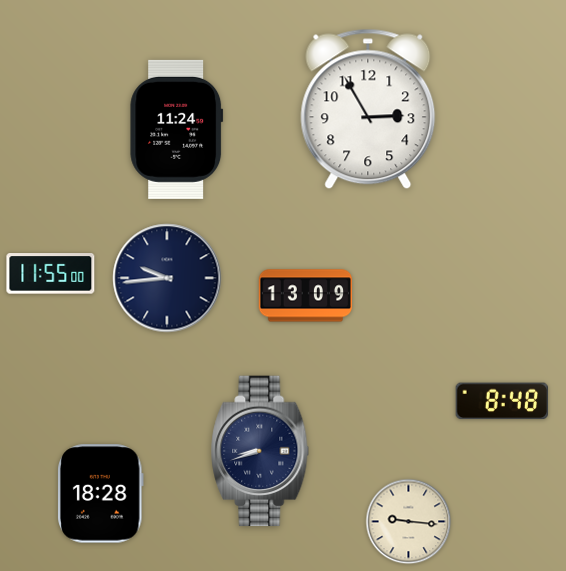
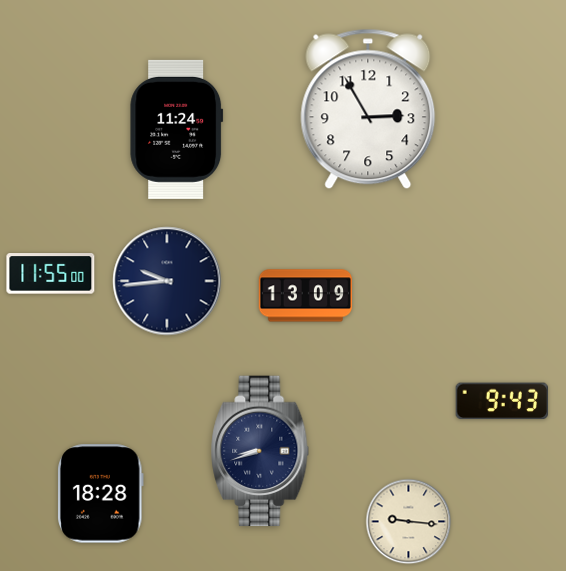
clock at (167, 278) position: (167, 278) -> (167, 281)
clock at (501, 401): 8:48 -> 9:43
